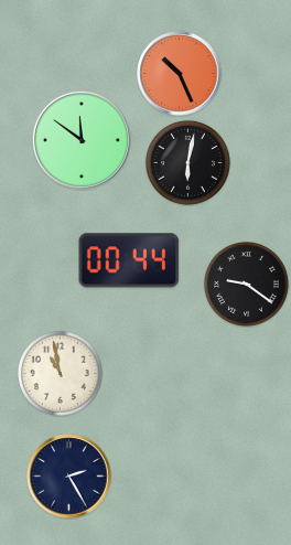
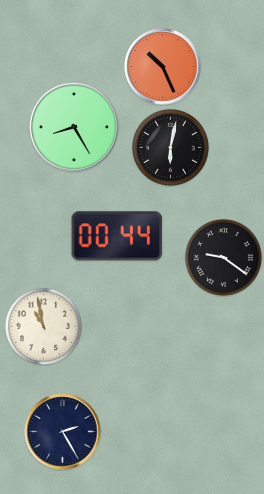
clock at (82, 140): 11:51 -> 8:25
clock at (60, 373) position: (60, 373) -> (43, 326)
